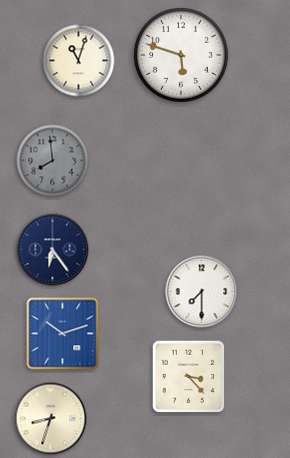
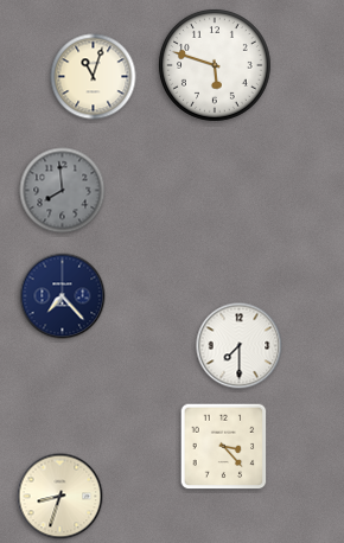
clock at (79, 61) position: (79, 61) -> (94, 77)
clock at (53, 250): 6:24 -> 7:23
clock at (63, 334): 10:12 -> none
